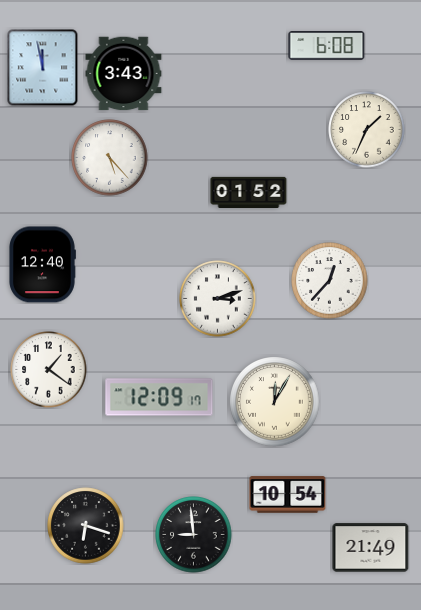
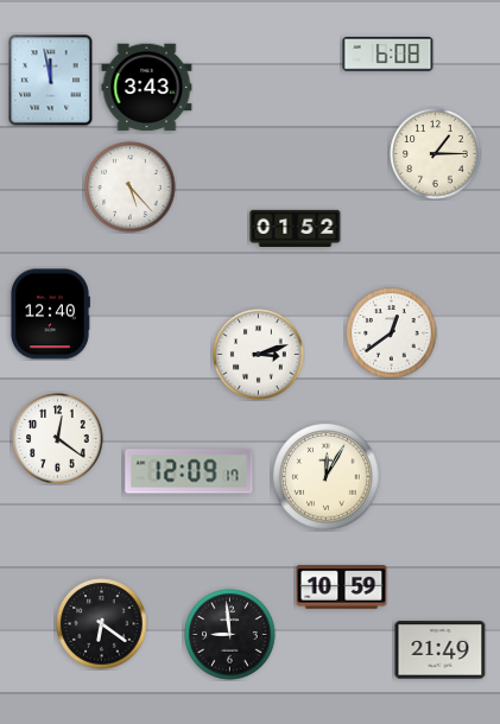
clock at (367, 130): 1:34 -> 1:15
clock at (330, 281): 12:37 -> 12:39
clock at (49, 370): 1:21 -> 12:21
clock at (288, 495): 10:54 -> 10:59
clock at (86, 526): 6:18 -> 6:21
